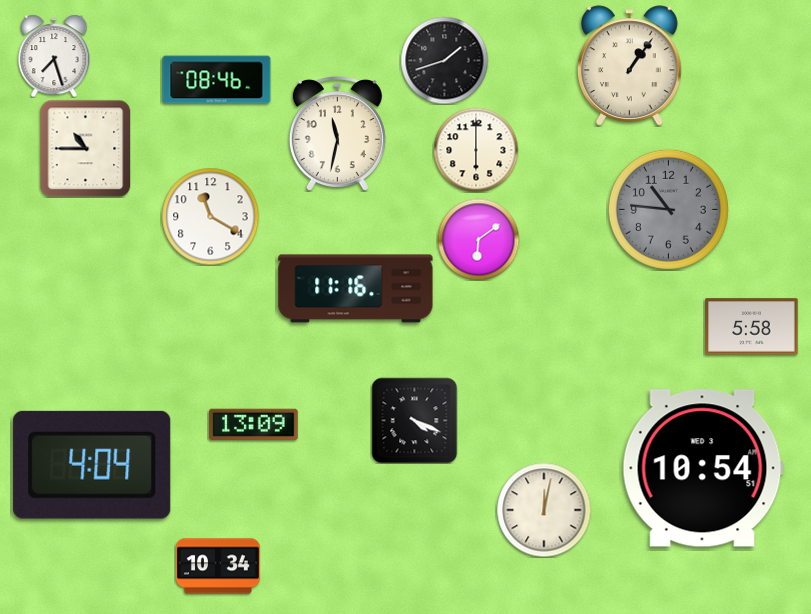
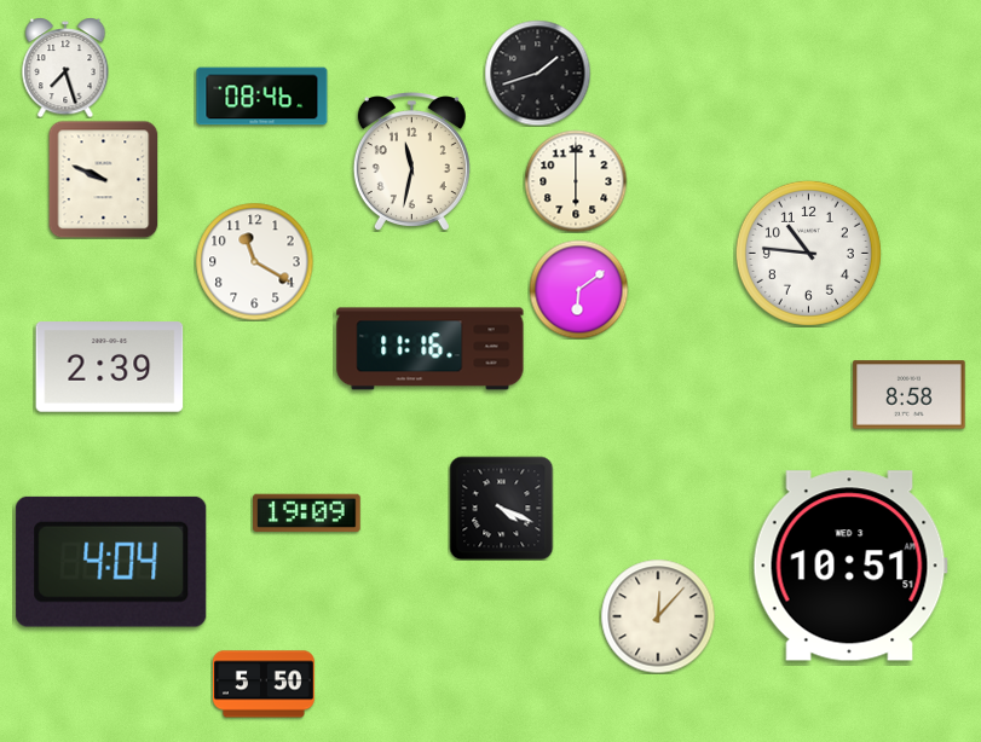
clock at (630, 66): 1:06 -> none
clock at (337, 133) position: (337, 133) -> (411, 161)
clock at (86, 148): 10:45 -> 9:49
clock at (668, 209) dial: grey -> white
clock at (110, 367): none -> 2:39
clock at (752, 327): 5:58 -> 8:58
clock at (254, 425): 13:09 -> 19:09
clock at (703, 468): 10:54 -> 10:51
clock at (544, 510): 12:02 -> 12:07
clock at (218, 566): 10:34 -> 5:50
